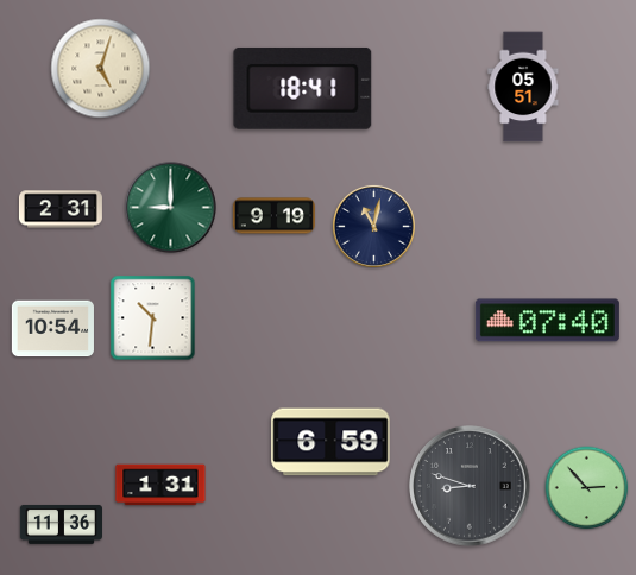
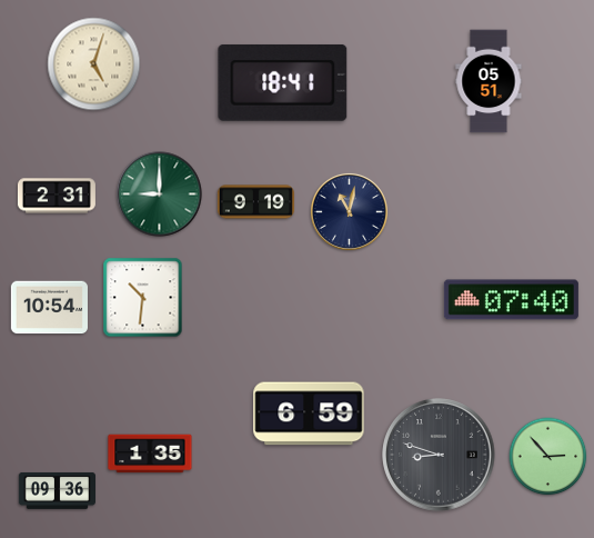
clock at (160, 485): 1:31 -> 1:35
clock at (61, 524): 11:36 -> 09:36
